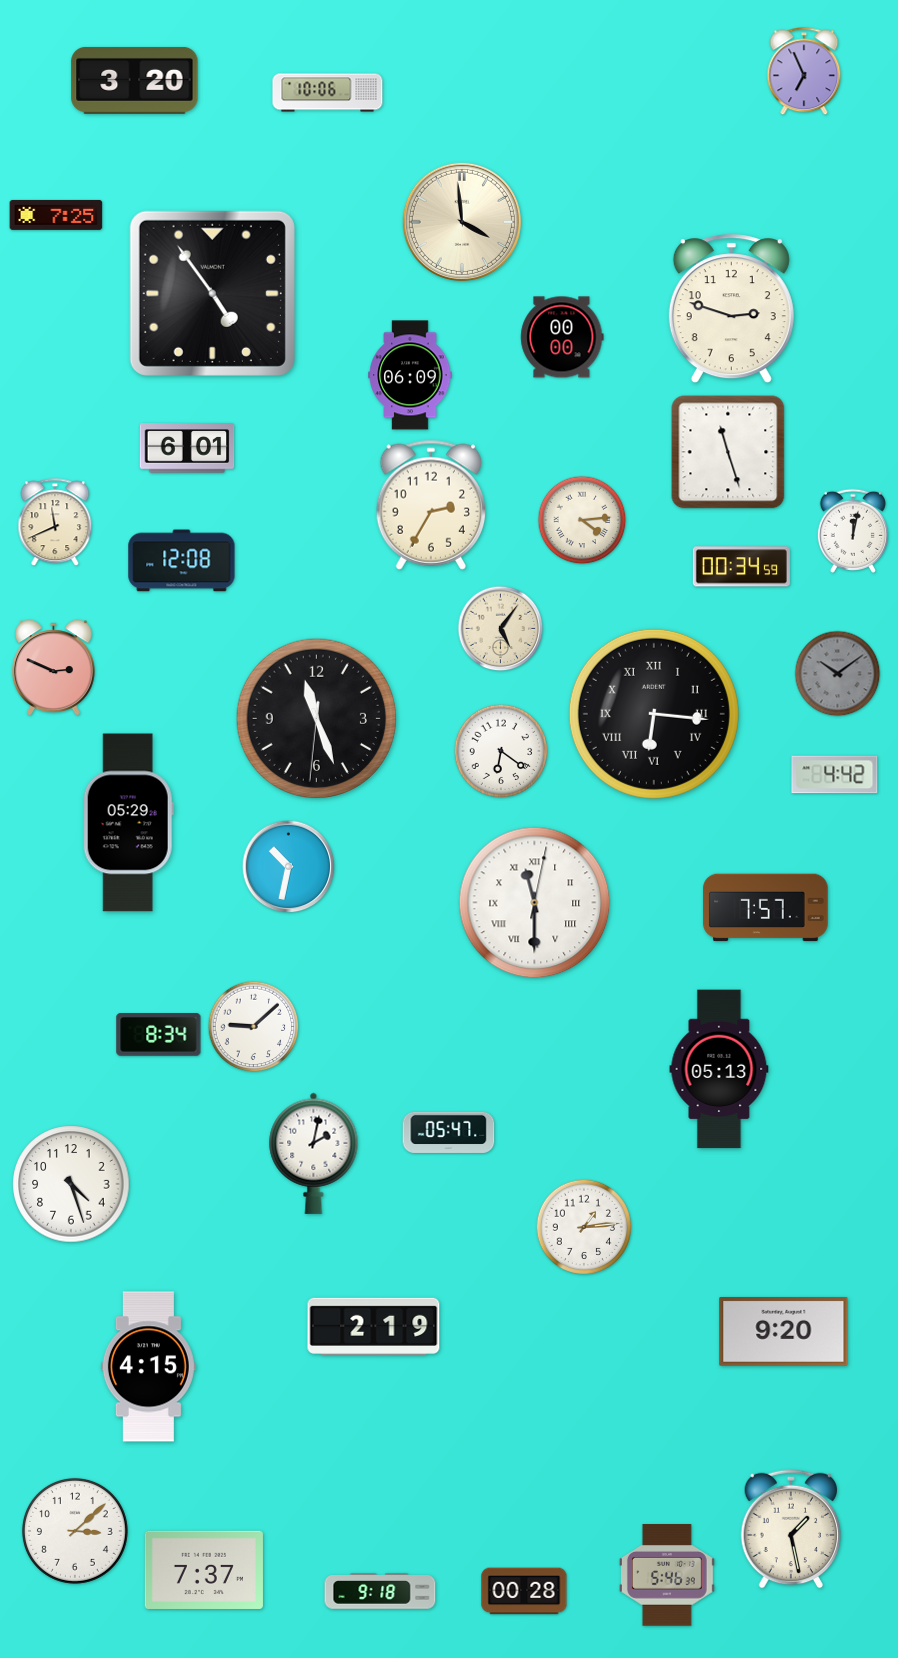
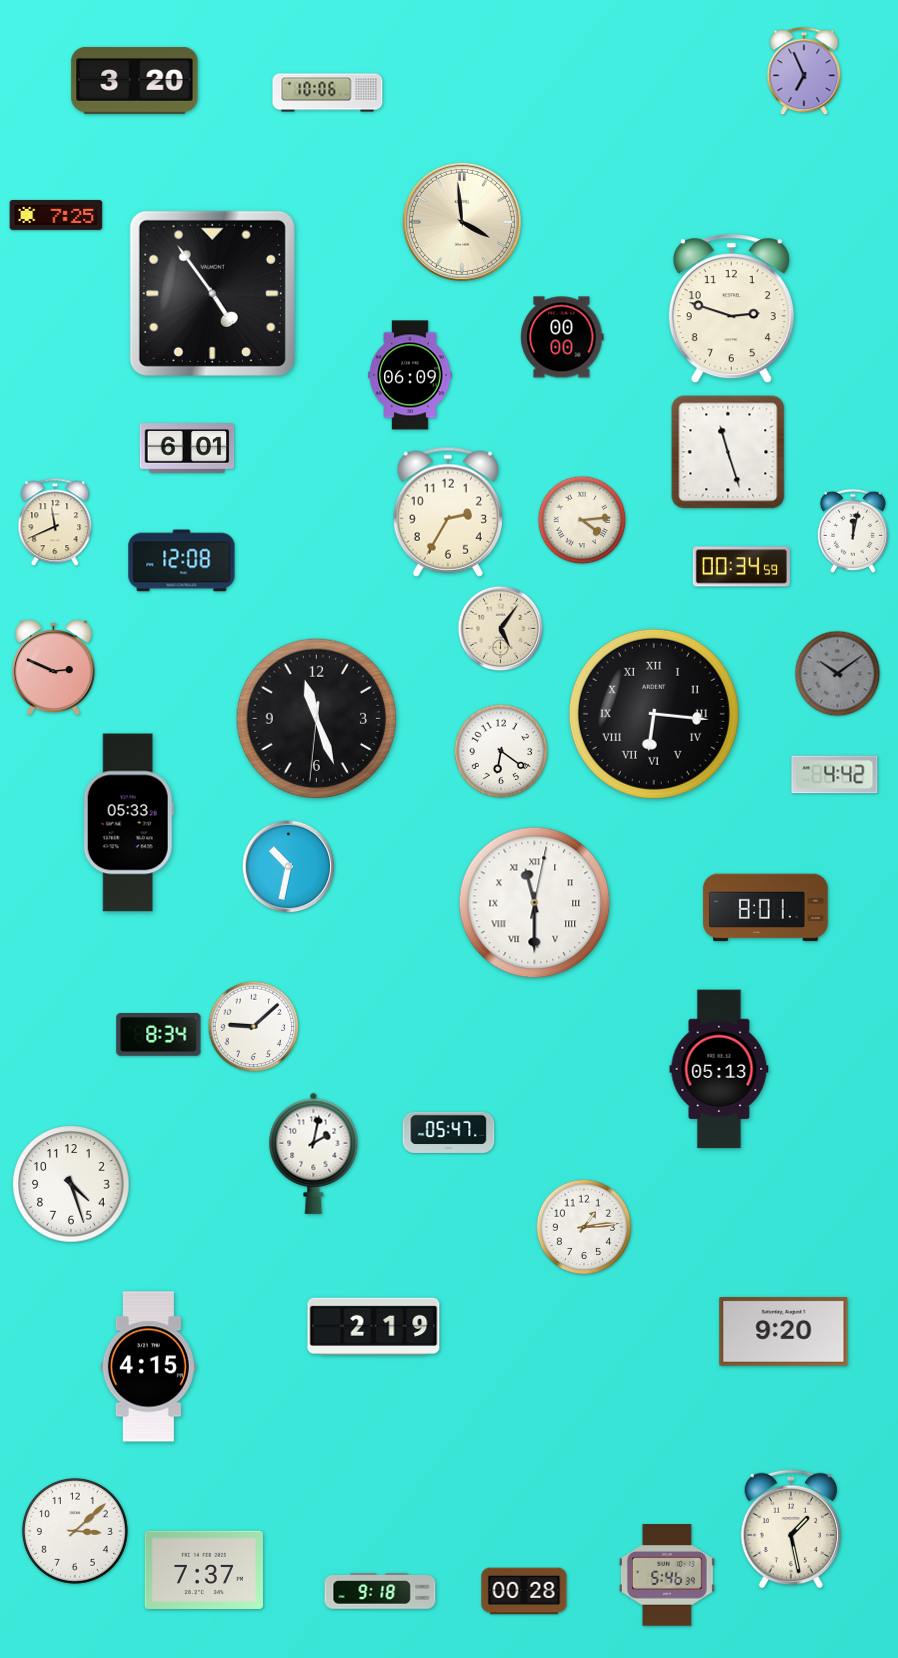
clock at (430, 505) position: (430, 505) -> (447, 512)
clock at (128, 823): 05:29 -> 05:33
clock at (766, 908): 7:57 -> 8:01
